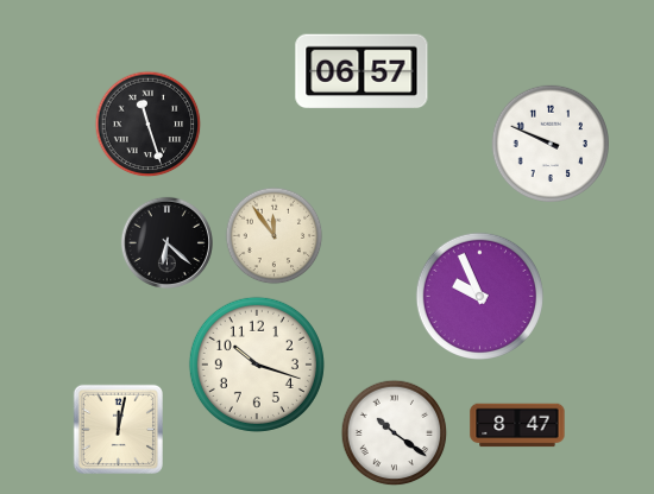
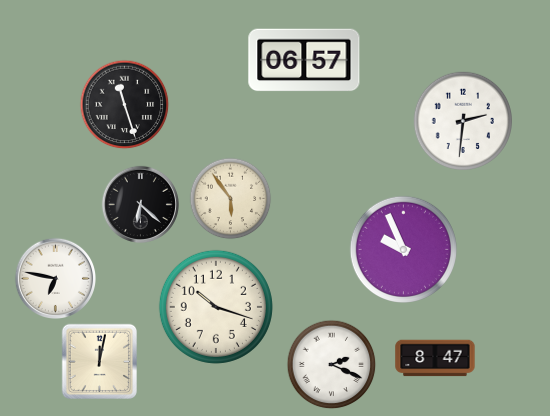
clock at (549, 142): 9:49 -> 2:31
clock at (275, 236): 11:54 -> 5:54
clock at (55, 278): none -> 6:47
clock at (395, 433): 10:21 -> 2:19
